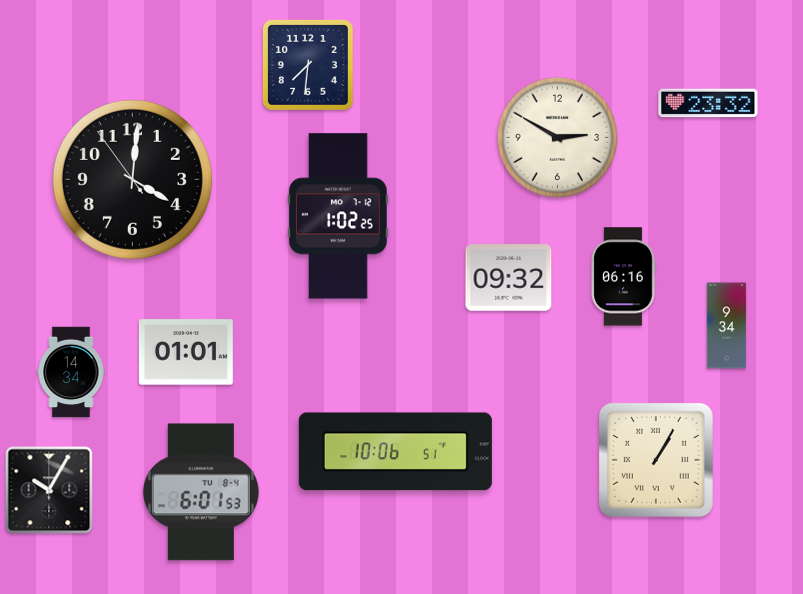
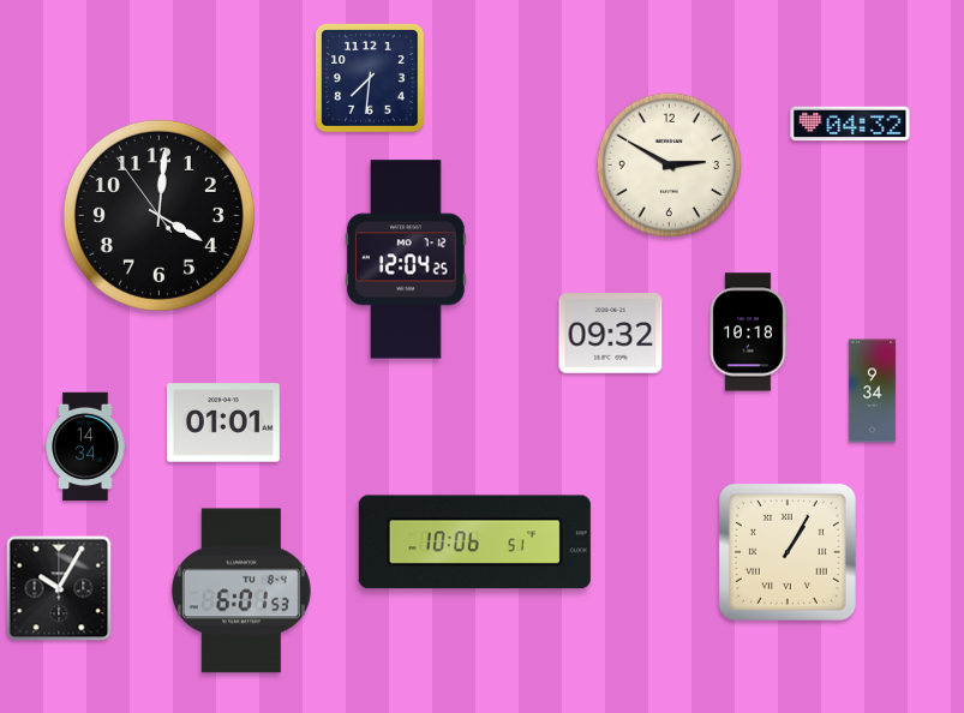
clock at (708, 103): 23:32 -> 04:32
clock at (338, 216): 1:02 -> 12:04
clock at (623, 277): 06:16 -> 10:18
